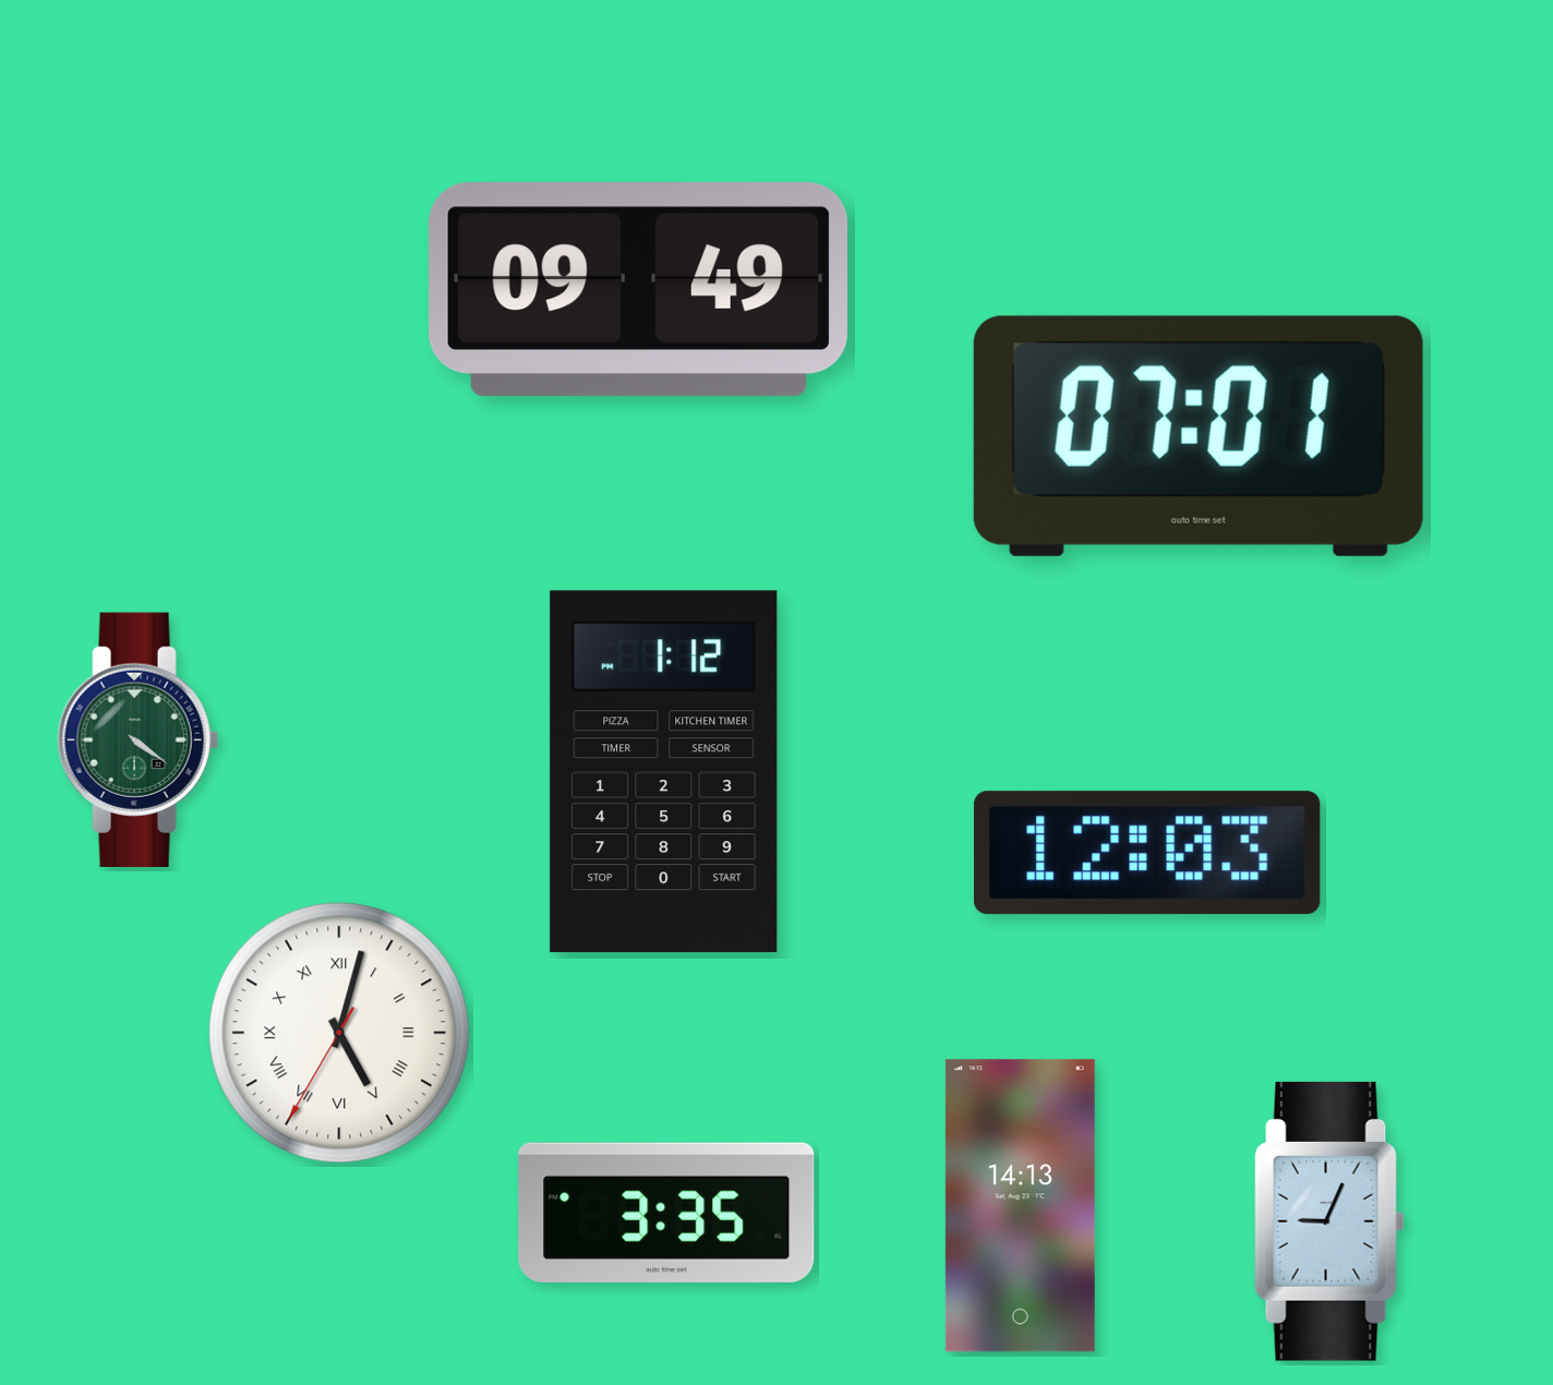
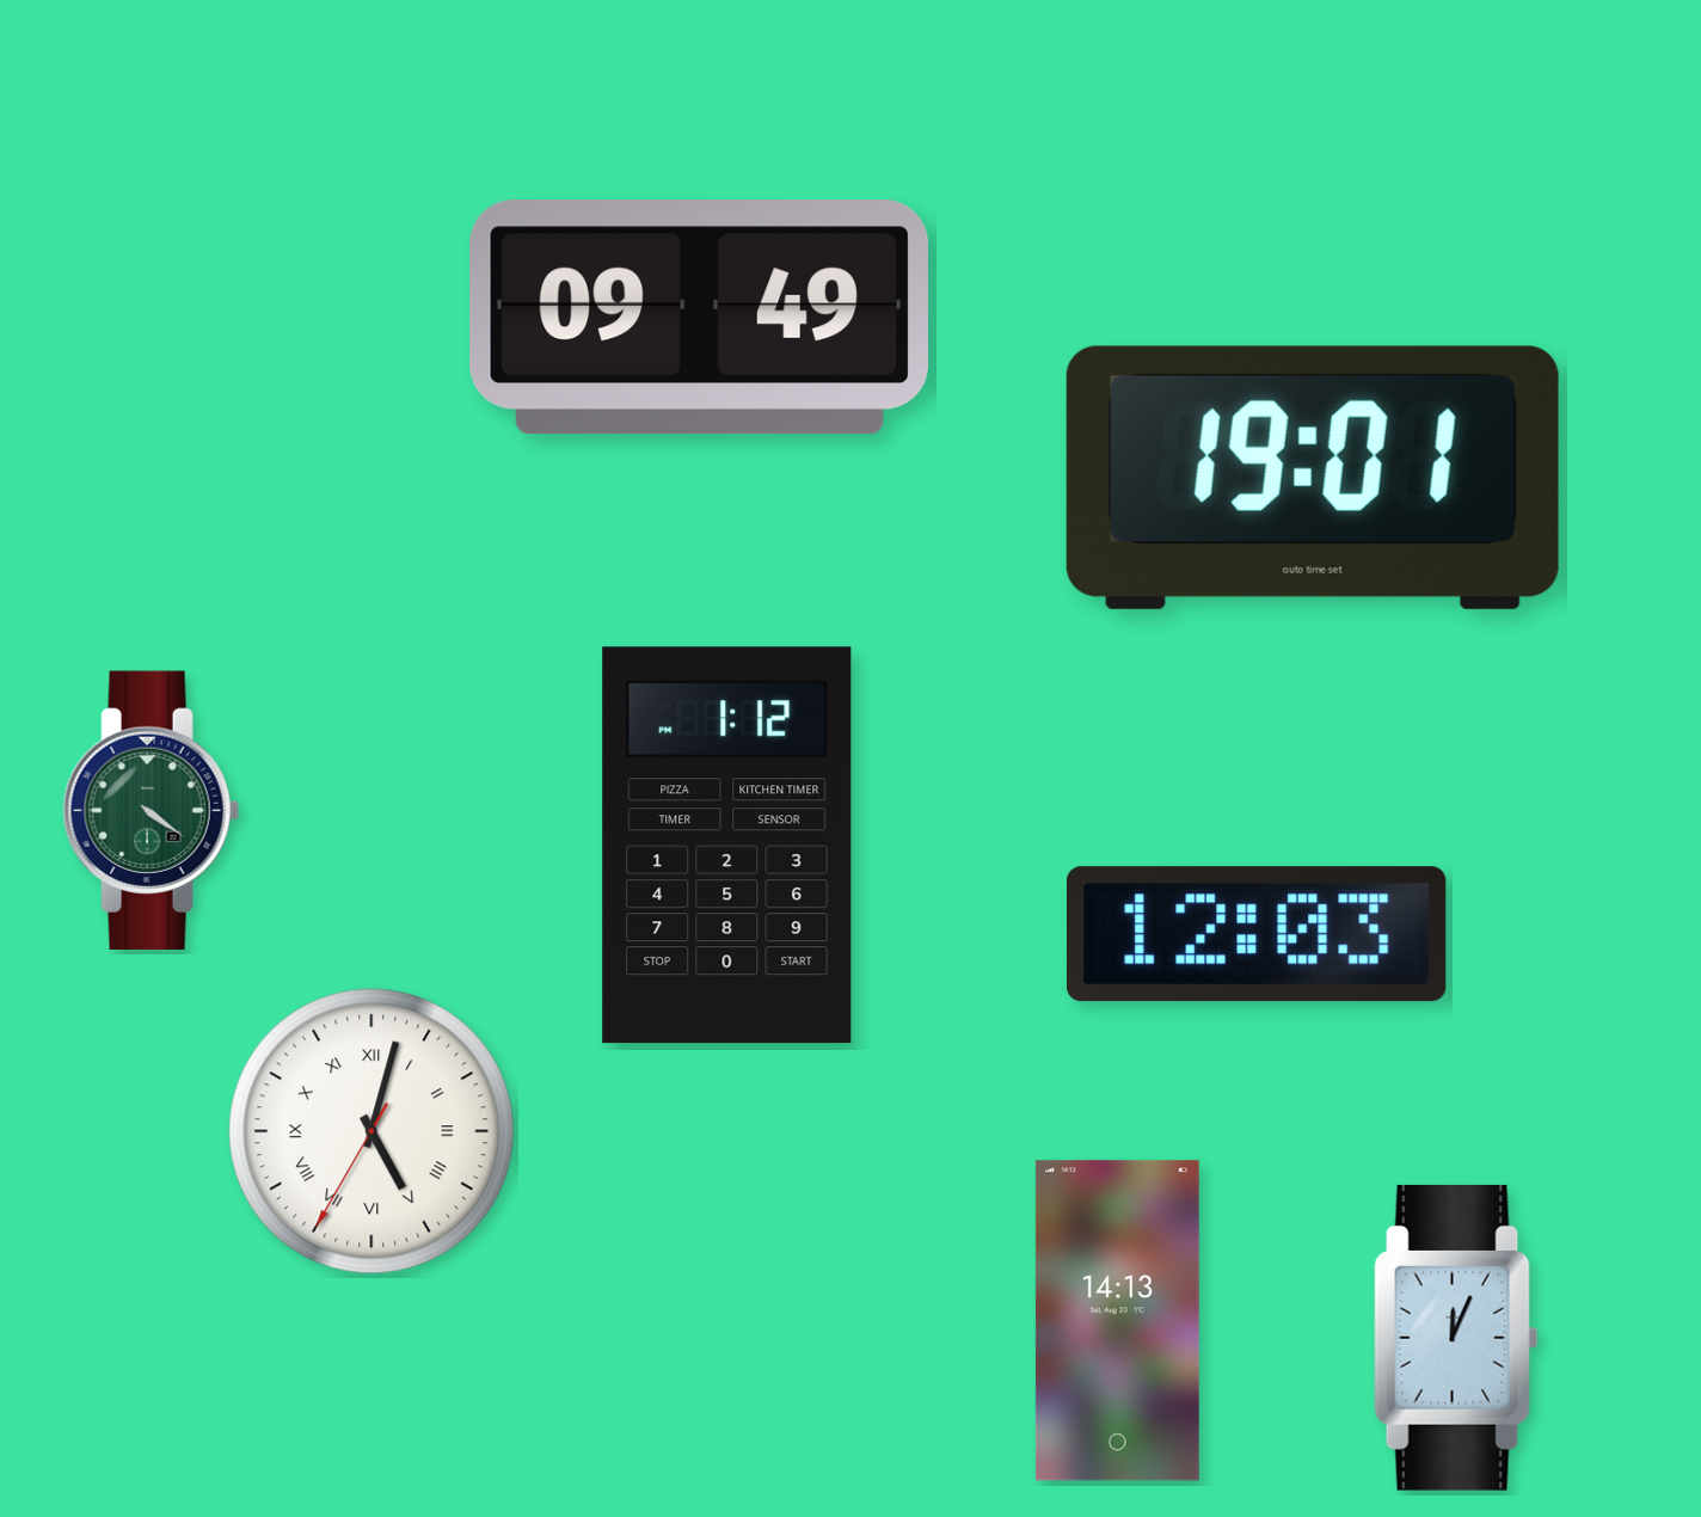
clock at (1199, 436): 07:01 -> 19:01
clock at (666, 1213): 3:35 -> none
clock at (1329, 1221): 9:04 -> 12:04
